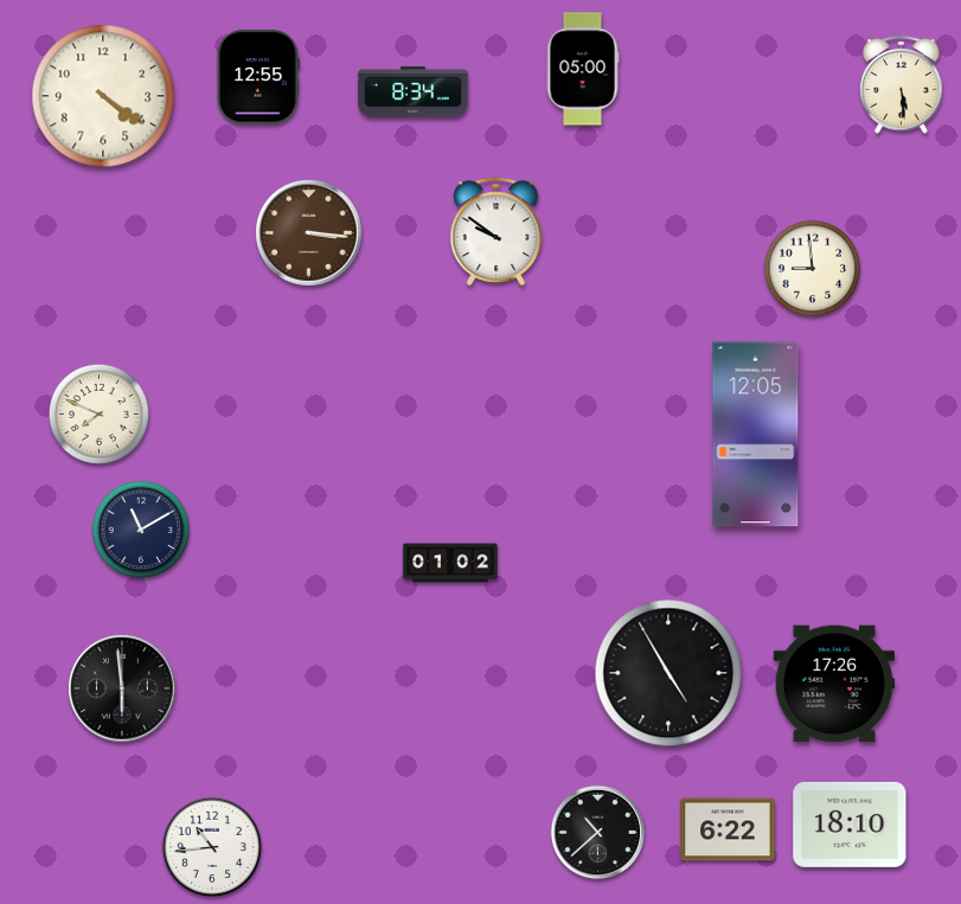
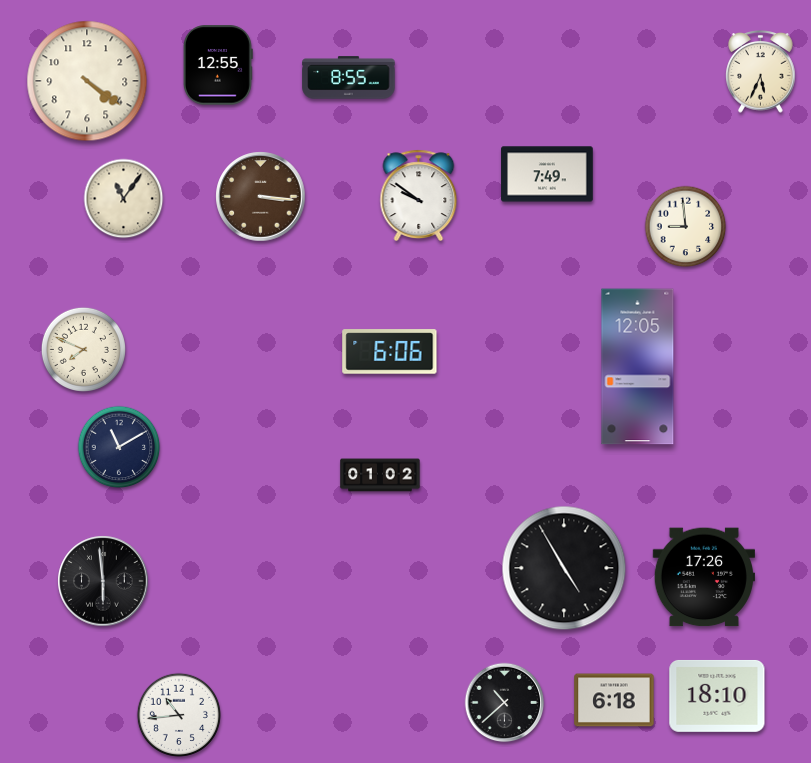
clock at (583, 69): 05:00 -> none
clock at (902, 85): 5:29 -> 5:34
clock at (414, 92): 8:34 -> 8:55
clock at (547, 174): none -> 7:49
clock at (124, 199): none -> 11:06
clock at (390, 352): none -> 6:06
clock at (728, 829): 6:22 -> 6:18
